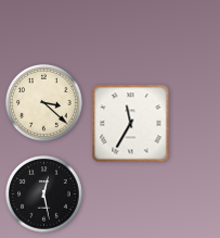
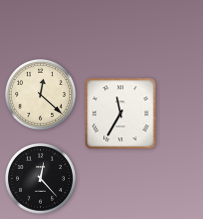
clock at (44, 103): 3:22 -> 12:22
clock at (44, 195): 12:28 -> 12:23
